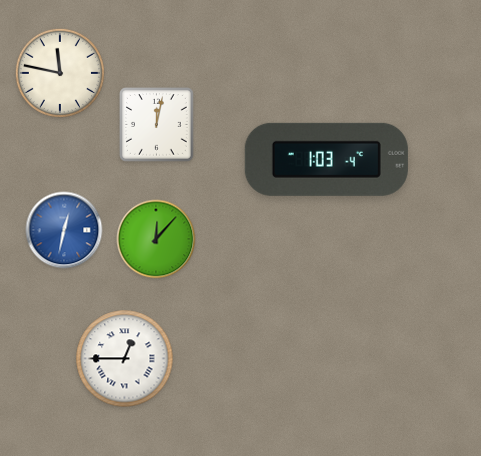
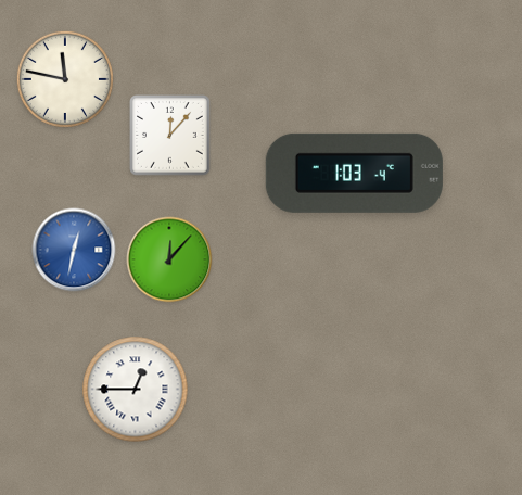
clock at (157, 125): 12:02 -> 12:07
clock at (64, 230) position: (64, 230) -> (74, 250)
